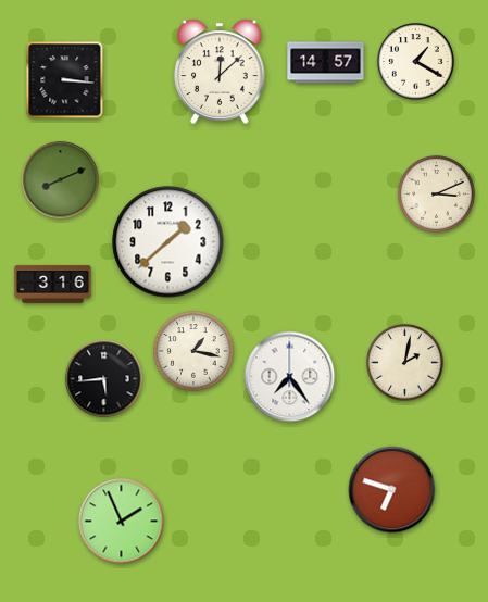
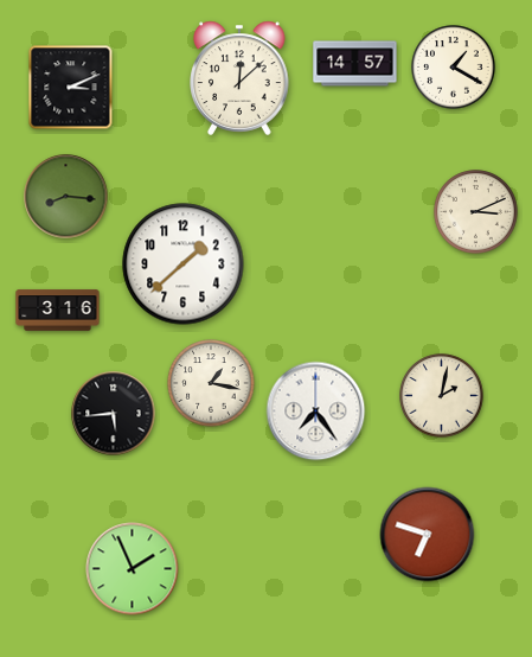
clock at (326, 63) position: (326, 63) -> (355, 64)
clock at (65, 80): 3:16 -> 3:11
clock at (61, 180): 8:11 -> 8:16
